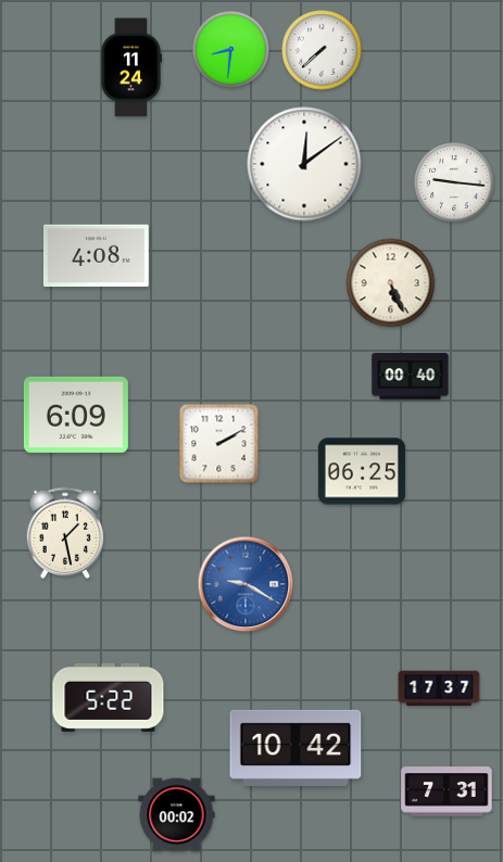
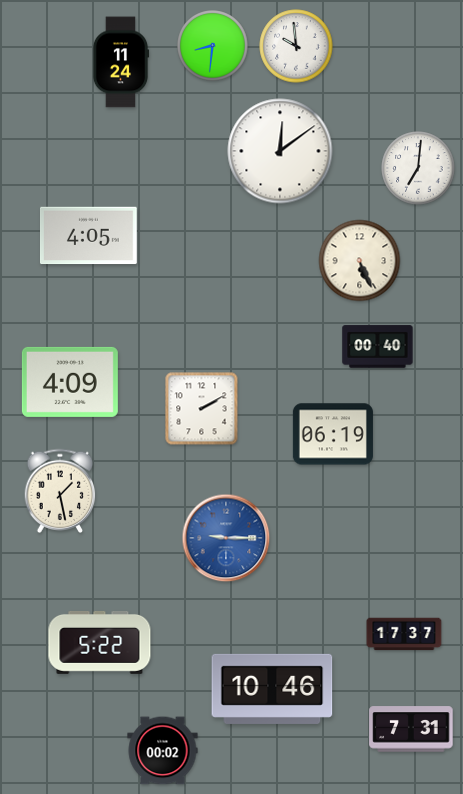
clock at (322, 50): 7:38 -> 9:59
clock at (454, 182): 9:16 -> 7:01
clock at (97, 256): 4:08 -> 4:05
clock at (76, 415): 6:09 -> 4:09
clock at (362, 471): 06:25 -> 06:19
clock at (246, 584): 9:20 -> 9:15
clock at (295, 748): 10:42 -> 10:46
